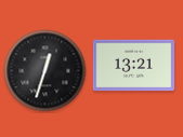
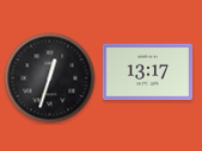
clock at (134, 66): 13:21 -> 13:17
